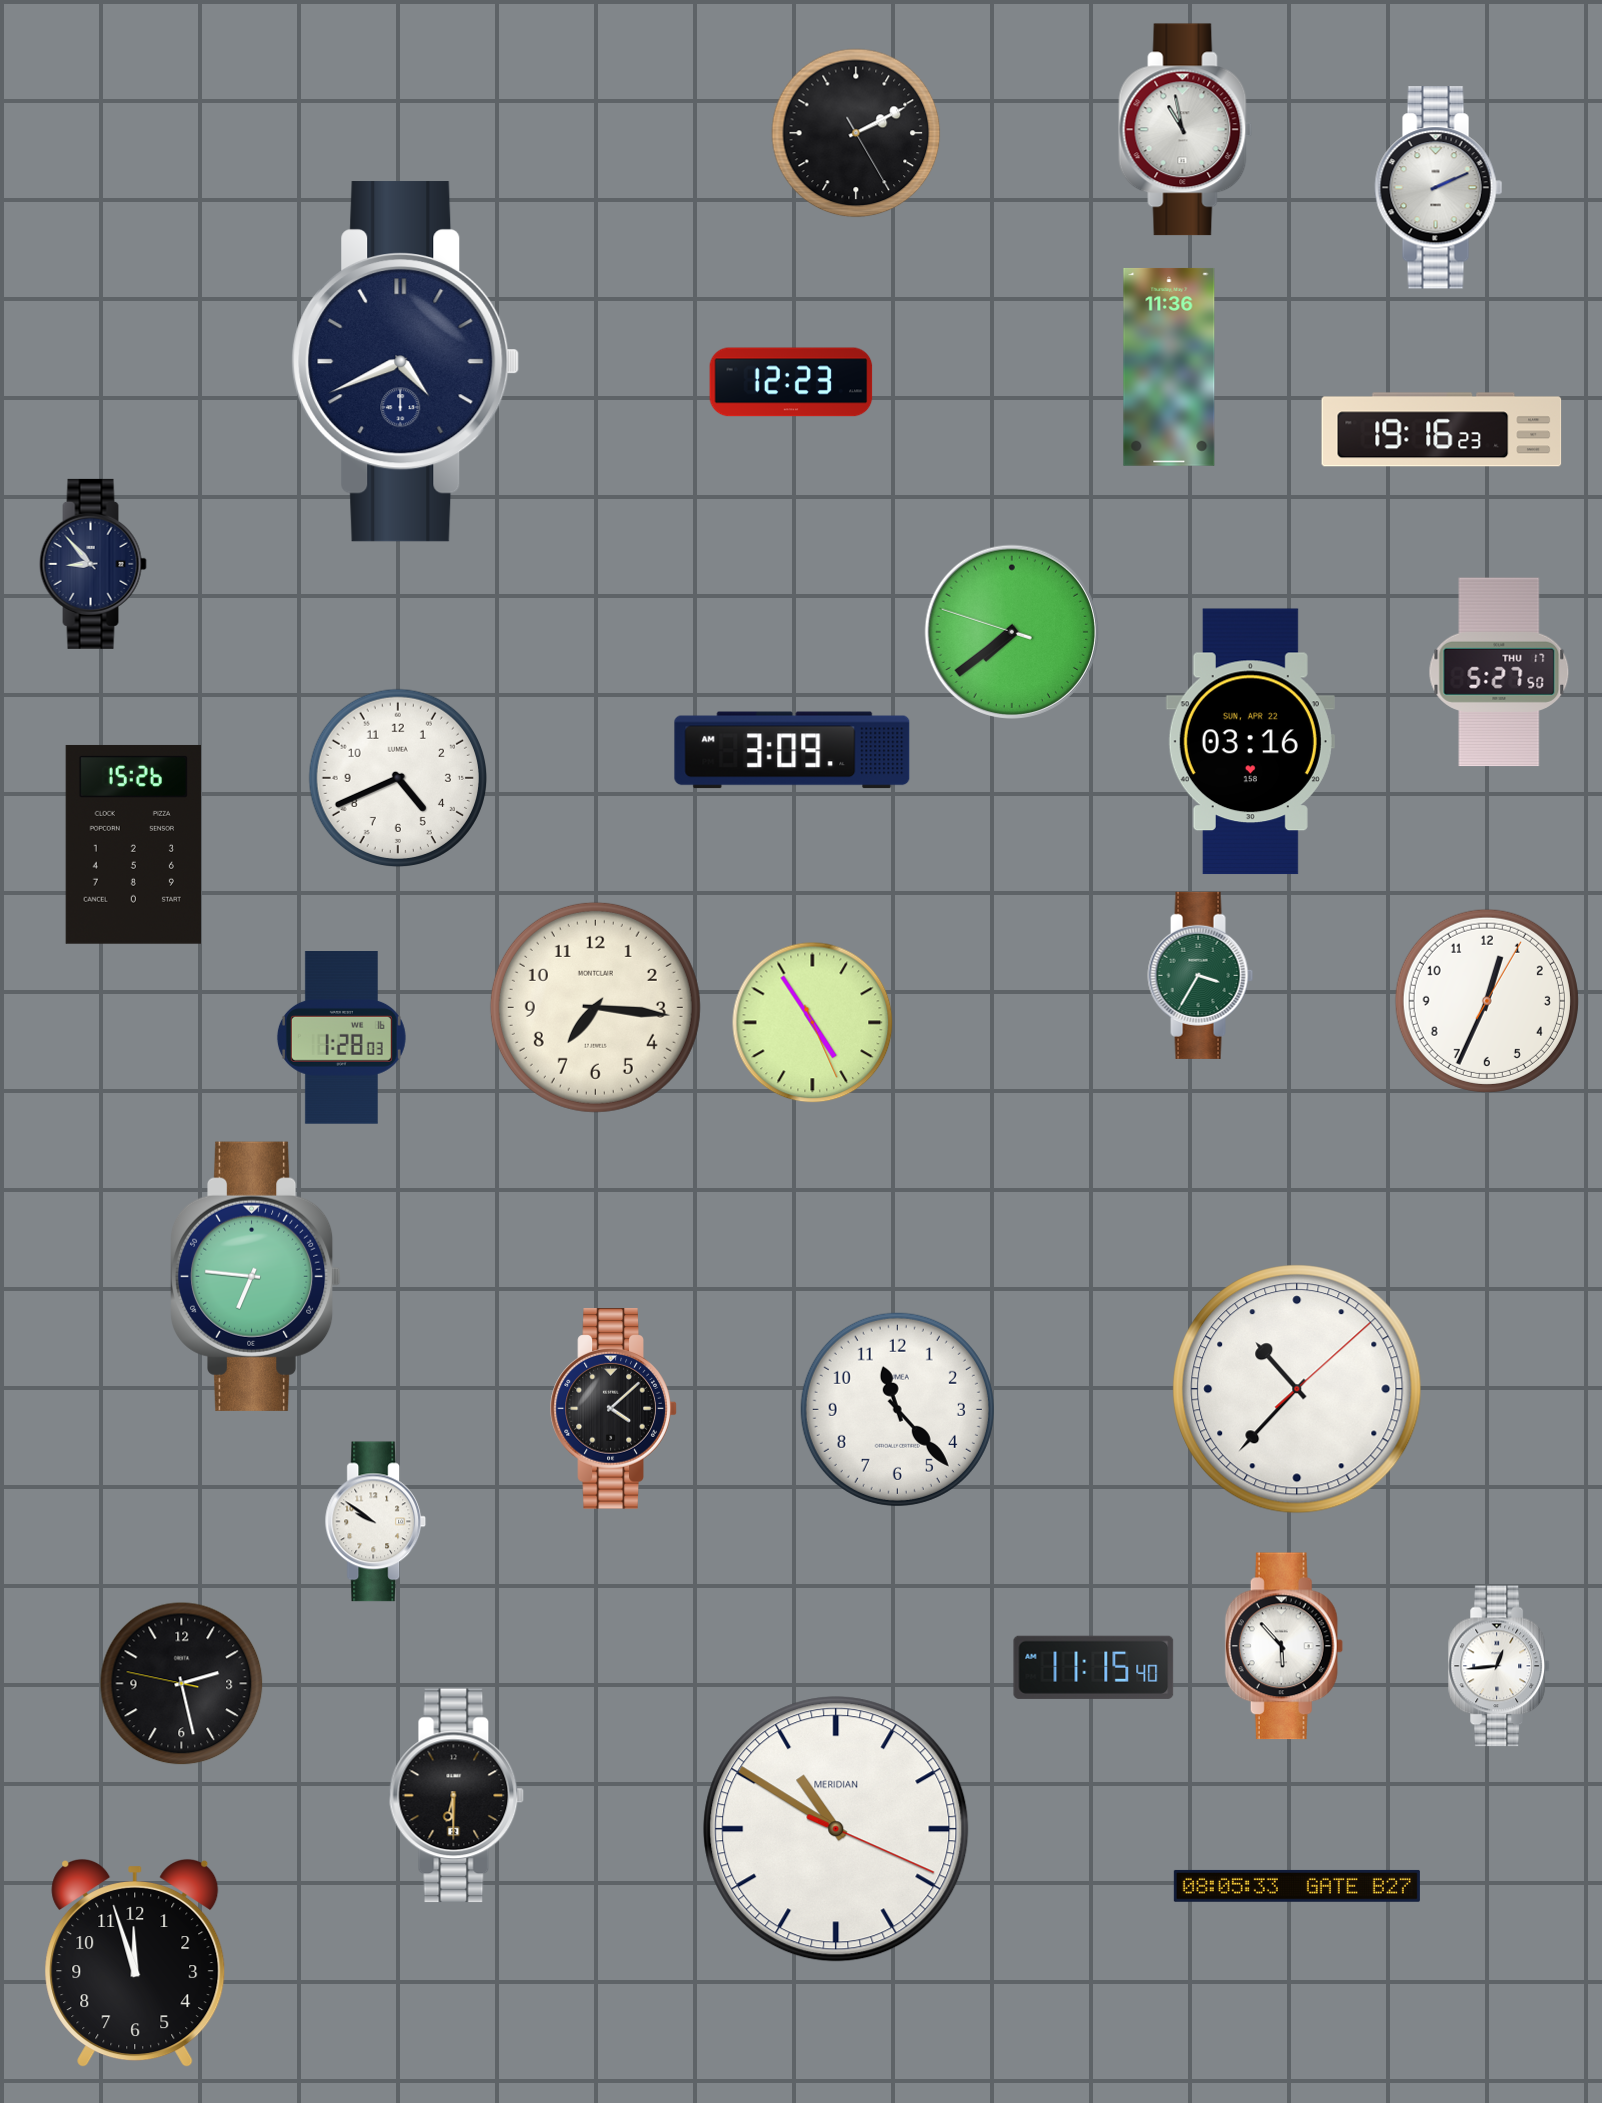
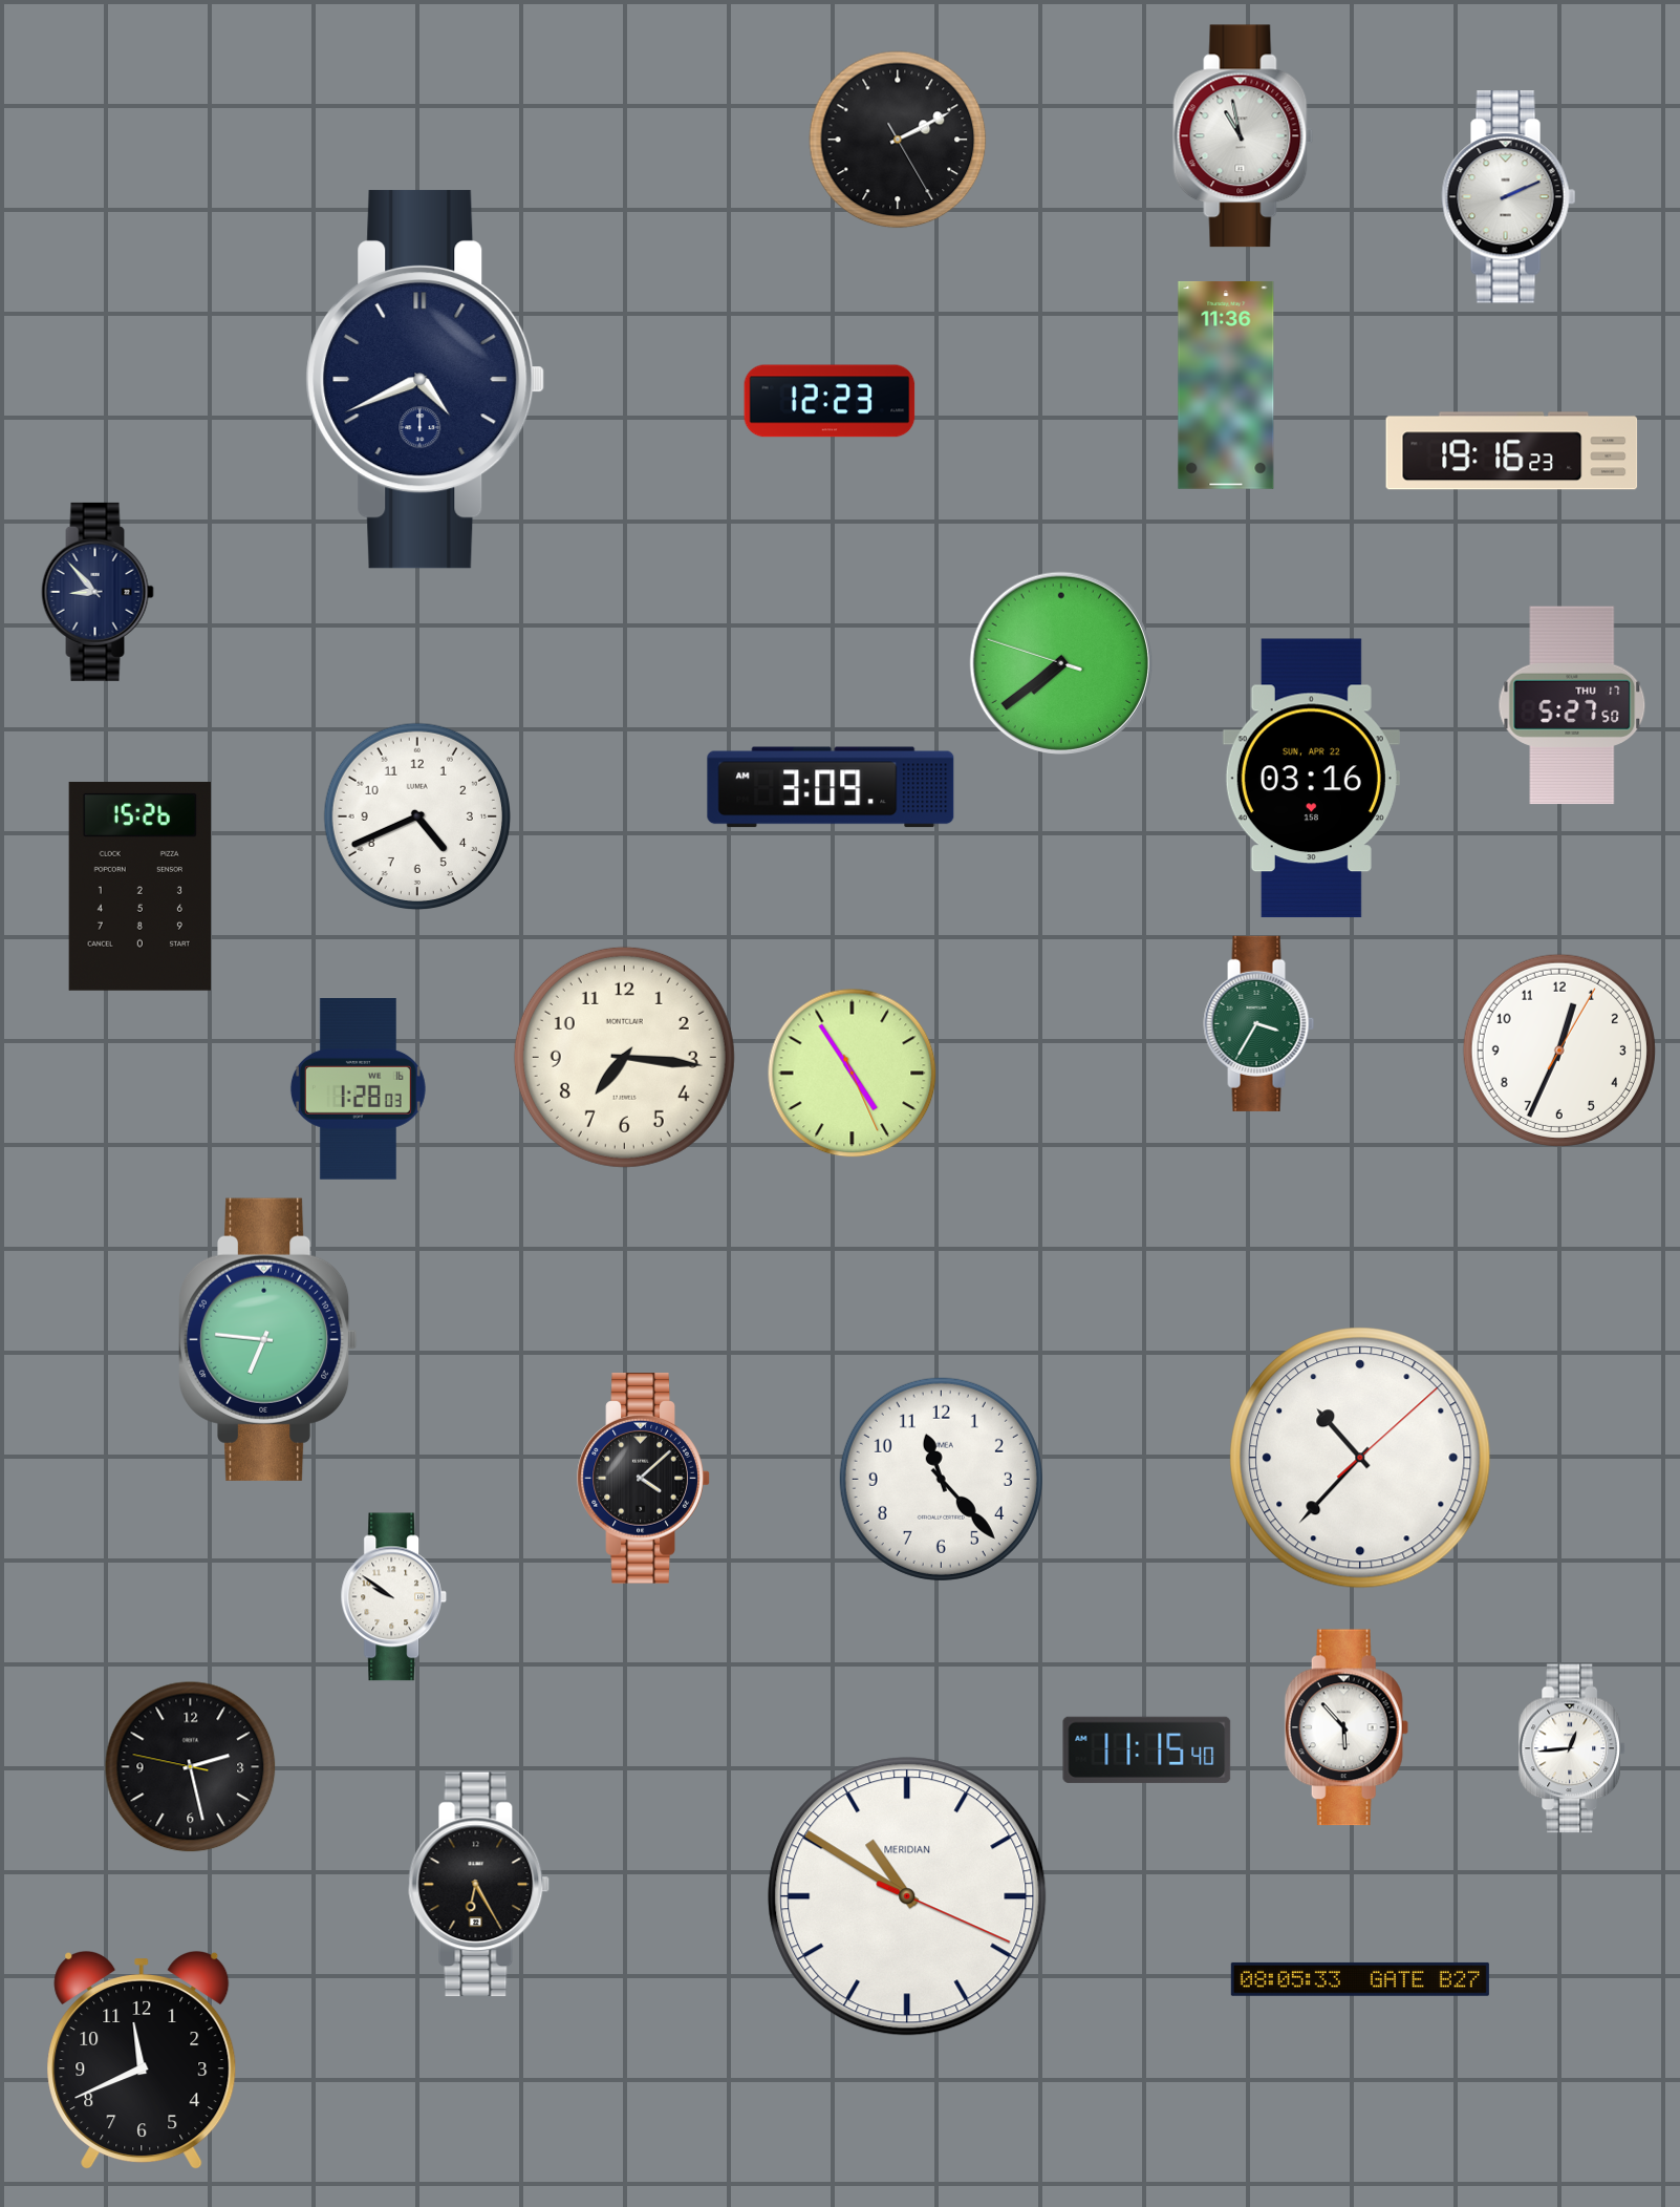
clock at (457, 1796): 6:30 -> 6:25
clock at (836, 1829) position: (836, 1829) -> (907, 1896)
clock at (135, 1963): 11:57 -> 11:41
